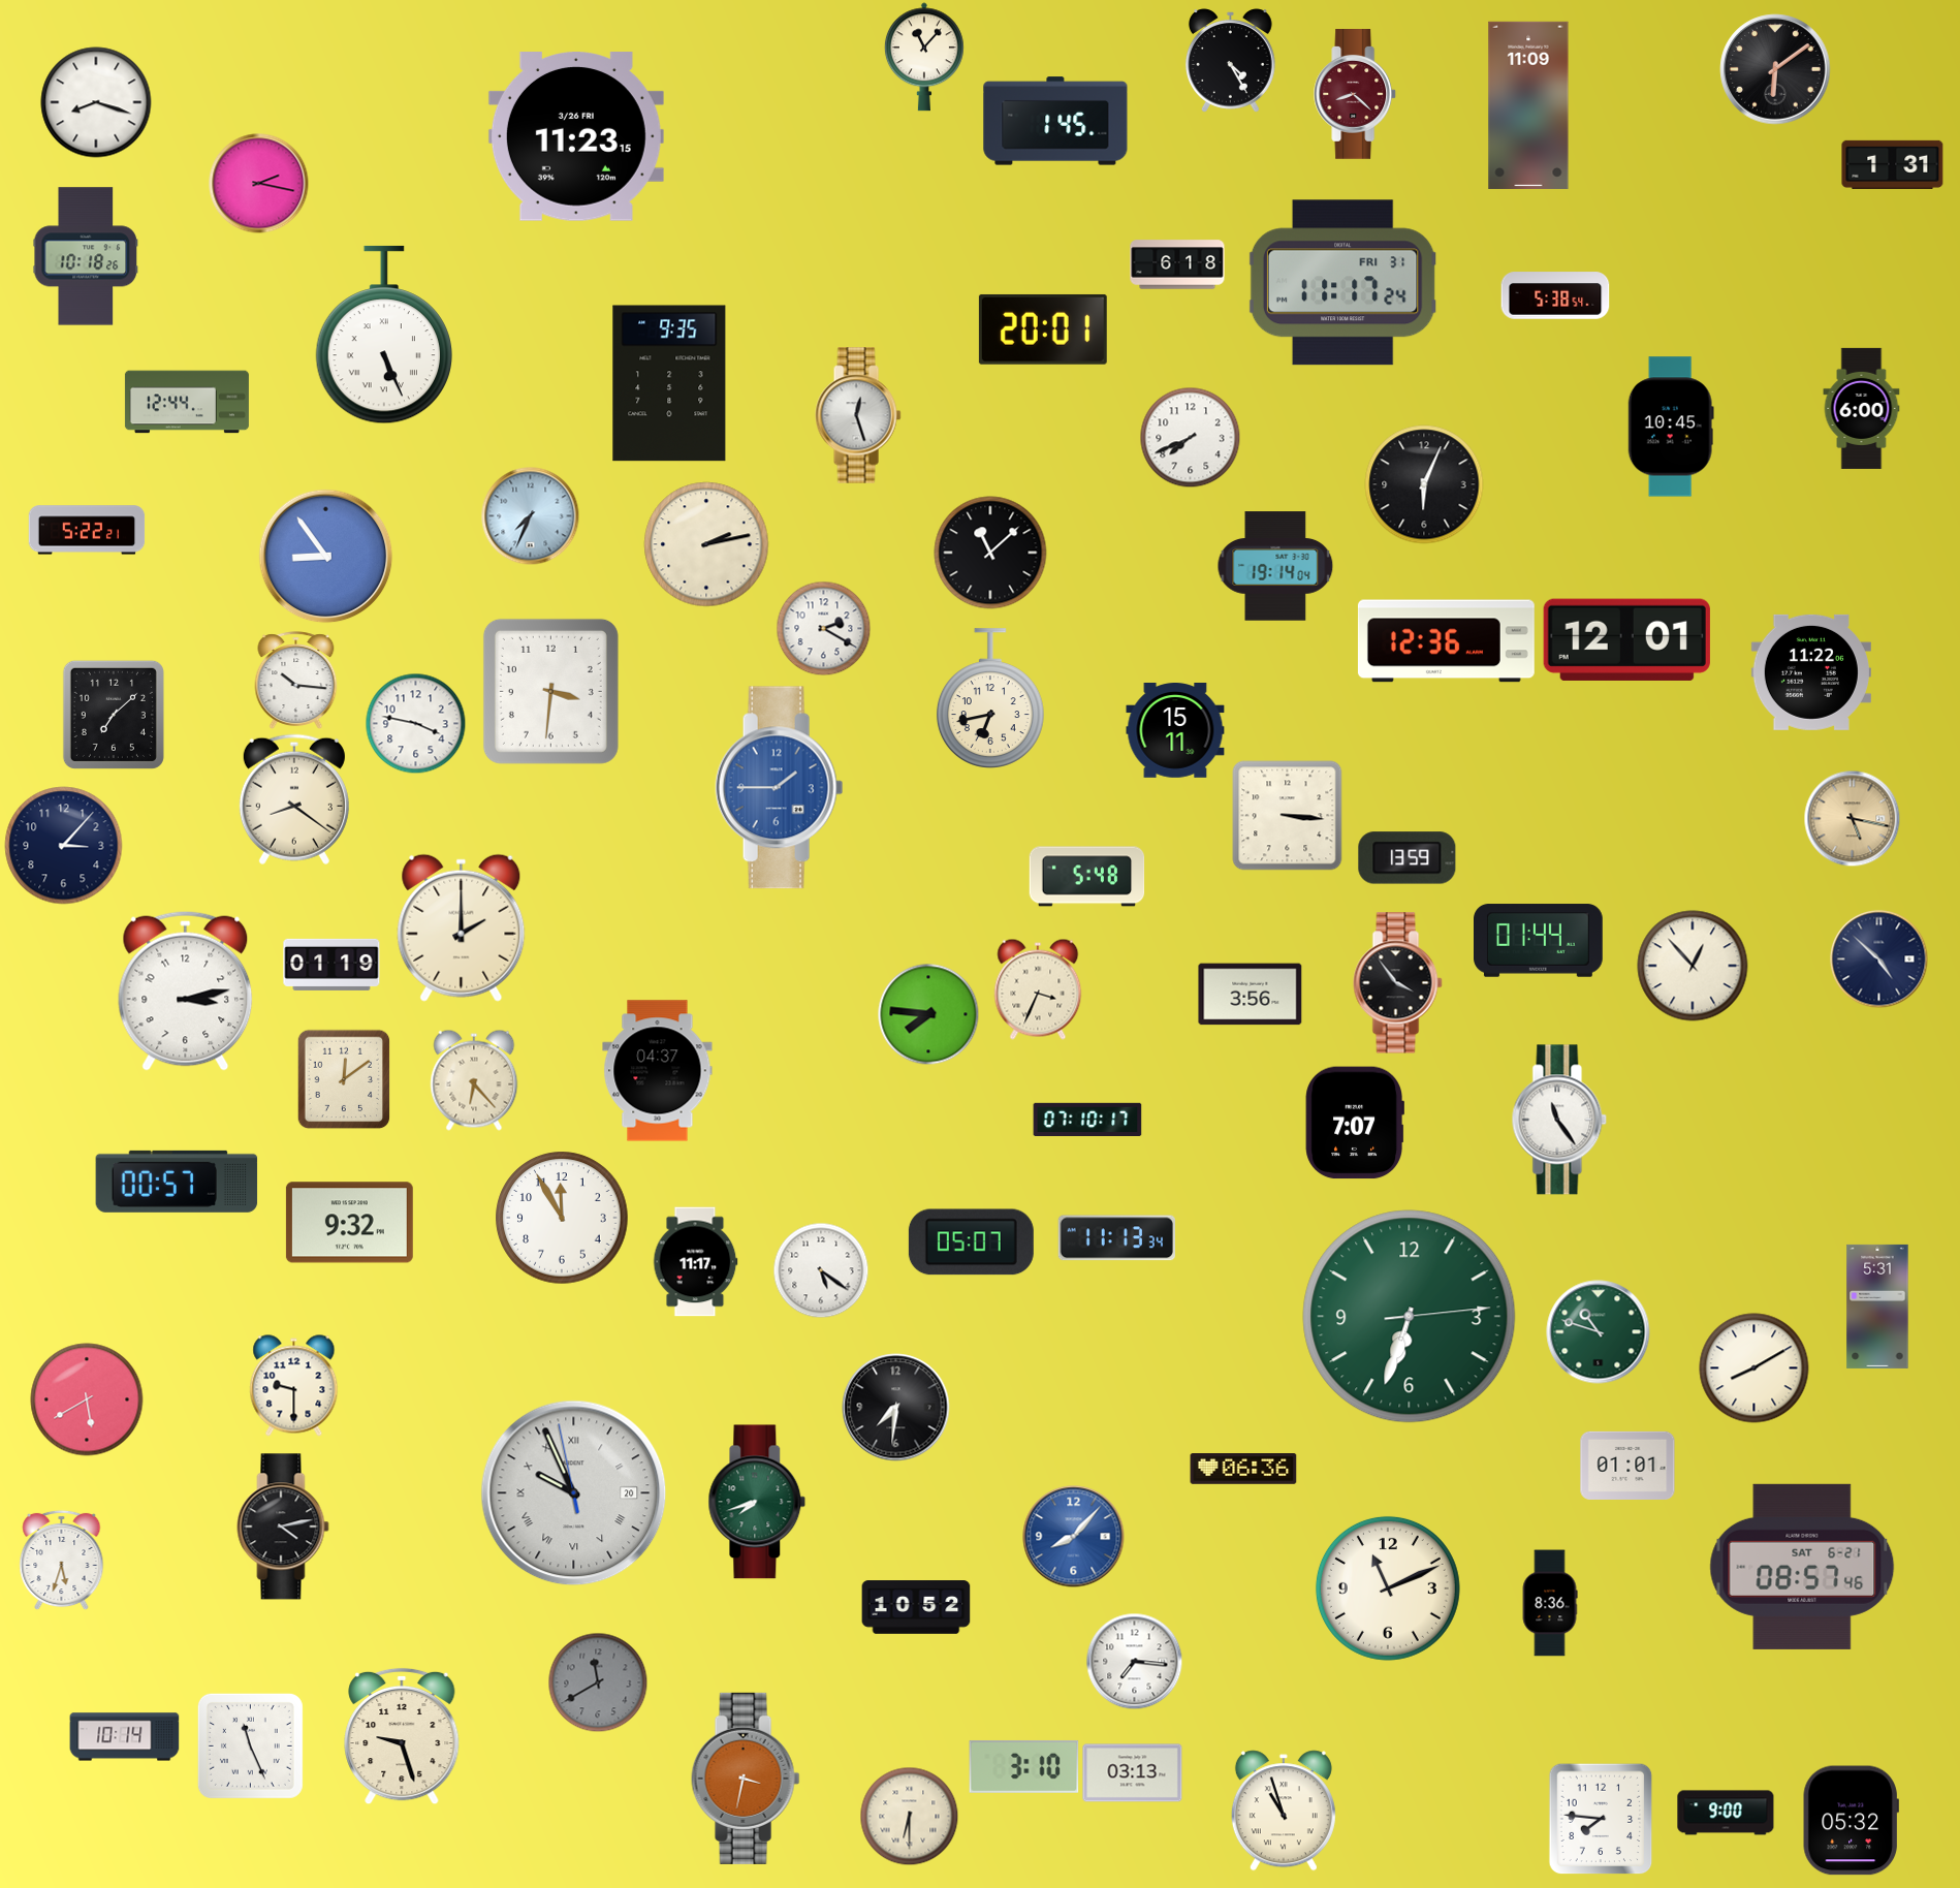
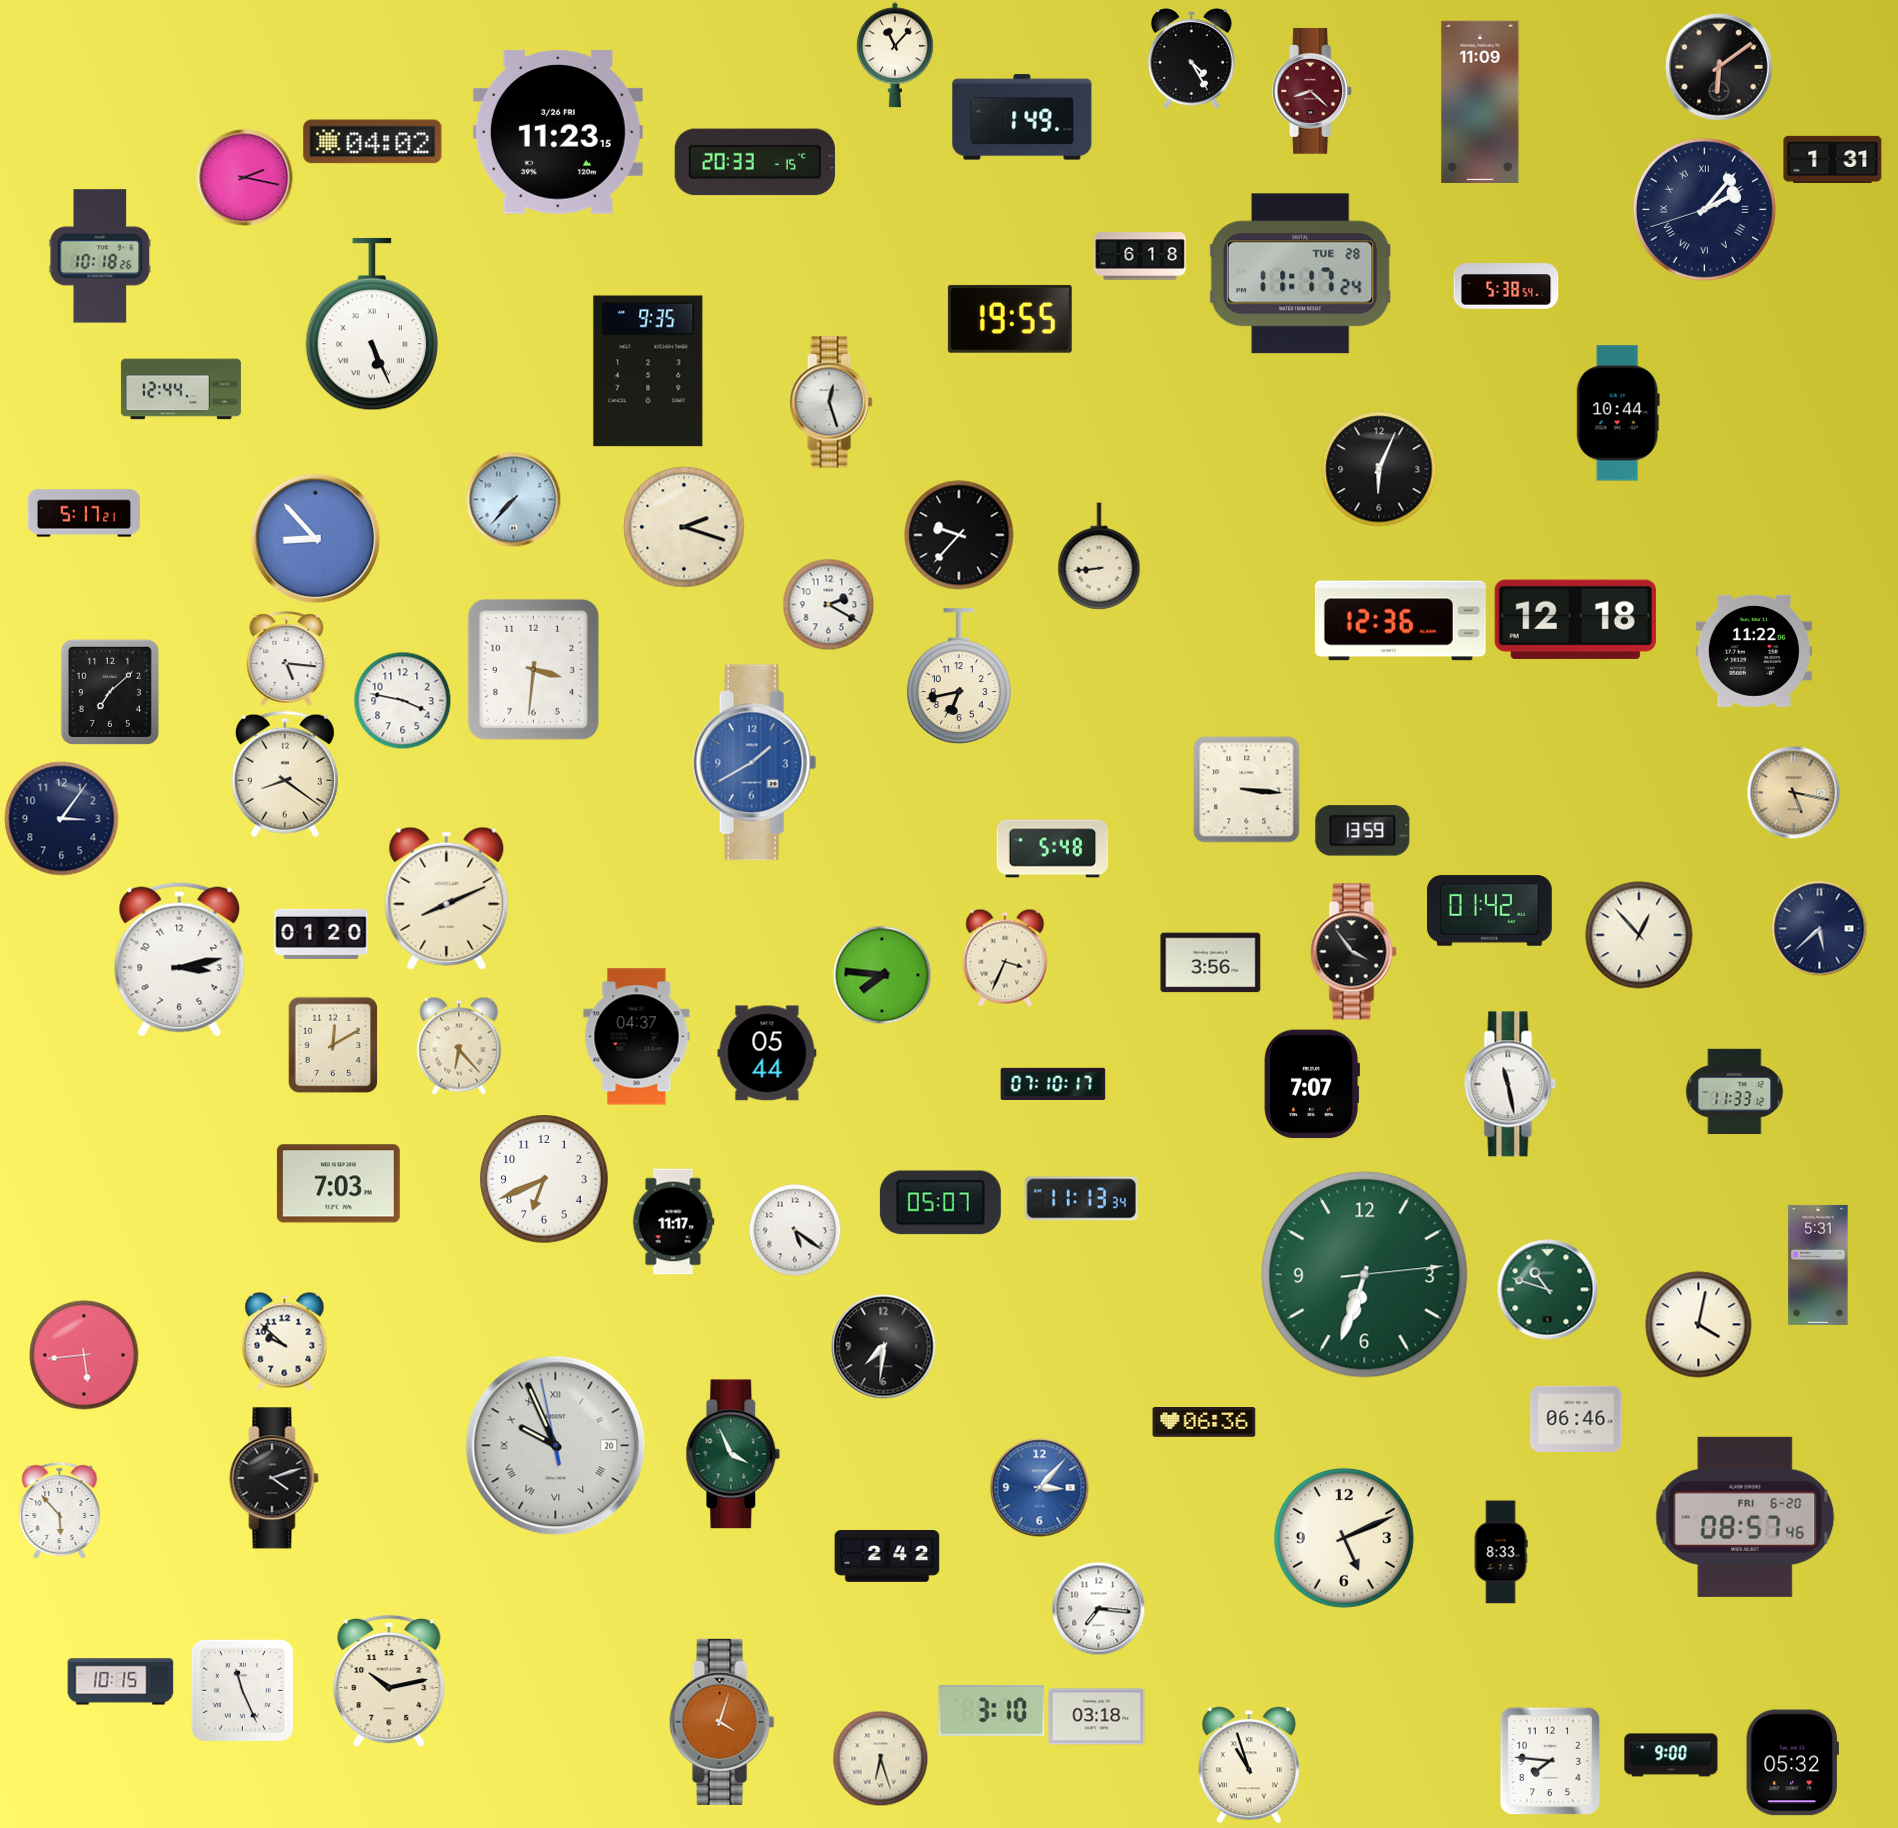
clock at (96, 102): 8:18 -> none
clock at (1055, 121): 1:45 -> 1:49
clock at (373, 142): none -> 04:02
clock at (755, 162): none -> 20:33
clock at (259, 184) position: (259, 184) -> (245, 178)
clock at (1704, 209): none -> 2:06
clock at (86, 256) position: (86, 256) -> (100, 256)
clock at (1343, 283) date: FRI 31 -> TUE 28
clock at (1043, 329): 20:01 -> 19:55
clock at (1862, 408): 6:00 -> none
clock at (1671, 427): 10:45 -> 10:44
clock at (1190, 437): 7:41 -> none
clock at (530, 515): 7:34 -> 7:37
clock at (87, 530): 5:22 -> 5:17
clock at (706, 544): 2:13 -> 2:18
clock at (990, 553): 11:08 -> 9:37
clock at (326, 557): 8:54 -> 8:53
clock at (1275, 566): 19:14 -> none
clock at (1099, 556): none -> 8:44
clock at (823, 628) position: (823, 628) -> (828, 604)
clock at (1626, 639): 12:01 -> 12:18
clock at (296, 681): 10:16 -> 5:16
clock at (1175, 731): 15:11 -> none
clock at (780, 788): 1:45 -> 1:40
clock at (64, 846): 3:07 -> 3:06
clock at (462, 927): 2:00 -> 8:11
clock at (1539, 941): 01:44 -> 01:42
clock at (1878, 958): 4:52 -> 5:38
clock at (331, 965): 01:19 -> 01:20
clock at (928, 1014) position: (928, 1014) -> (882, 975)
clock at (344, 1079): 12:09 -> 12:10
clock at (767, 1053): none -> 05:44
clock at (1559, 1120): 11:24 -> 11:28
clock at (1354, 1123) position: (1354, 1123) -> (1311, 1084)
clock at (1735, 1092): none -> 11:33
clock at (177, 1182): 00:57 -> none
clock at (562, 1218): 11:55 -> 6:41
clock at (349, 1223): 9:32 -> 7:03
clock at (1754, 1368): 8:10 -> 4:02
clock at (294, 1386): 9:30 -> 9:52
clock at (87, 1399): 5:40 -> 5:44
clock at (896, 1408) position: (896, 1408) -> (884, 1347)
clock at (1627, 1466): 01:01 -> 06:46
clock at (757, 1502): 7:42 -> 3:56
clock at (283, 1527): 4:13 -> 4:12
clock at (1074, 1537): 8:07 -> 3:07
clock at (62, 1560): 5:33 -> 5:53
clock at (1802, 1567) date: SAT 6-21 -> FRI 6-20
clock at (1388, 1588): 11:11 -> 5:11
clock at (1550, 1603): 8:36 -> 8:33
clock at (916, 1607): 10:52 -> 2:42
clock at (598, 1682): 11:40 -> none
clock at (402, 1736): 9:27 -> 10:13
clock at (125, 1737): 10:14 -> 10:15
clock at (1133, 1773): 03:13 -> 03:18
clock at (746, 1779): 3:32 -> 4:03
clock at (1284, 1811) position: (1284, 1811) -> (1249, 1765)
clock at (909, 1816): 6:30 -> 6:27
